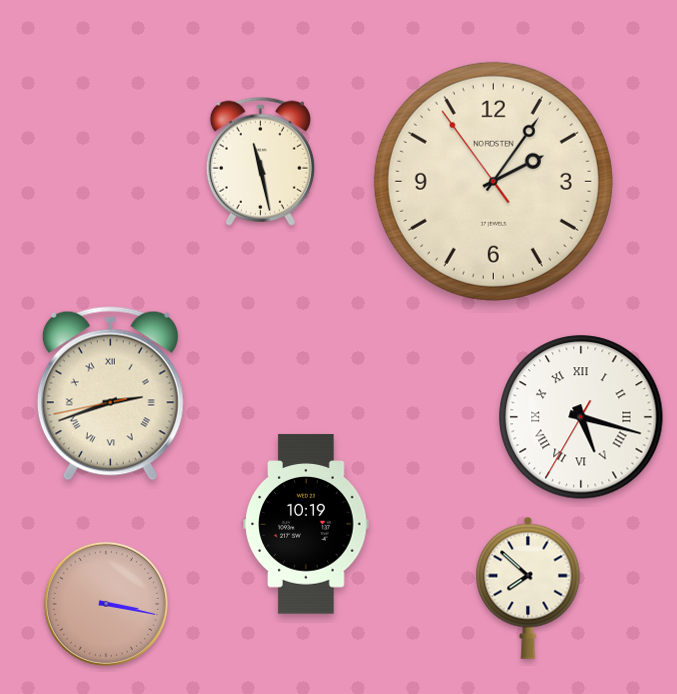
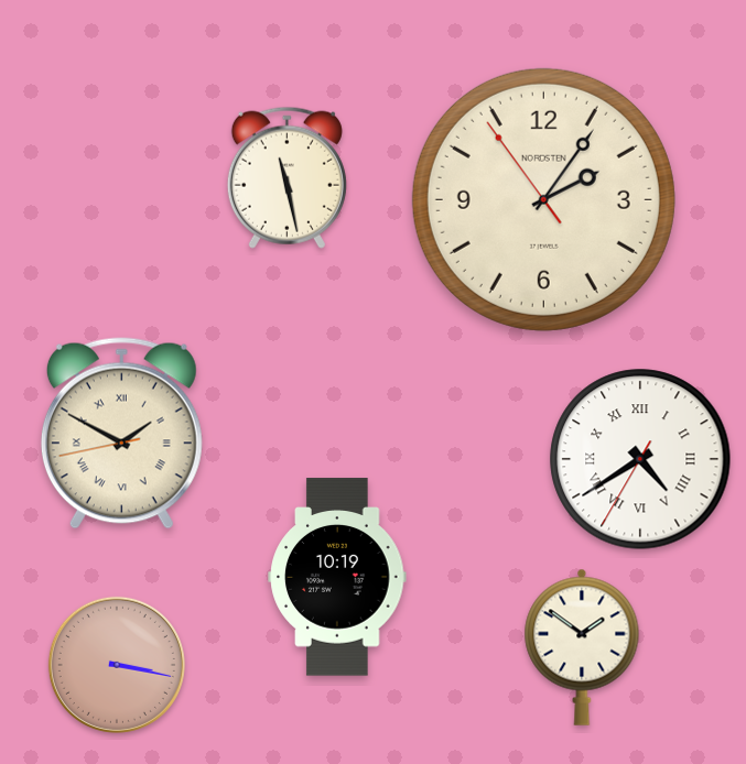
clock at (110, 394): 2:41 -> 1:49
clock at (581, 417): 5:17 -> 4:39
clock at (528, 588): 7:52 -> 1:51
